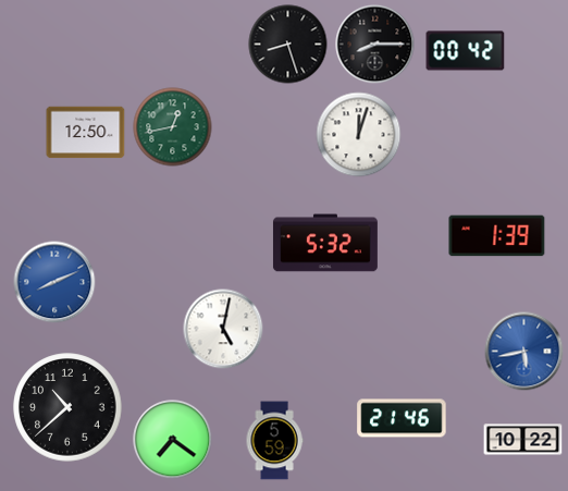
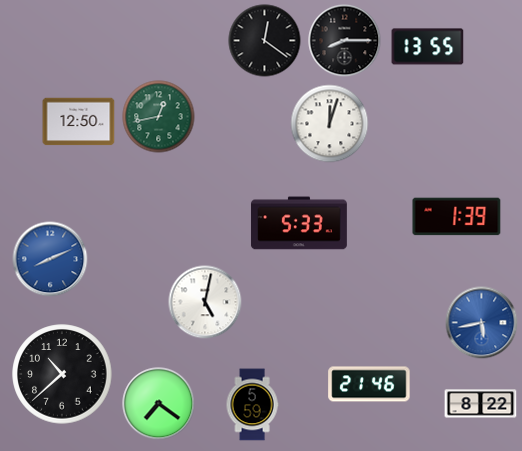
clock at (288, 45): 8:27 -> 12:21
clock at (466, 51): 00:42 -> 13:55
clock at (325, 243): 5:32 -> 5:33
clock at (523, 440): 10:22 -> 8:22
